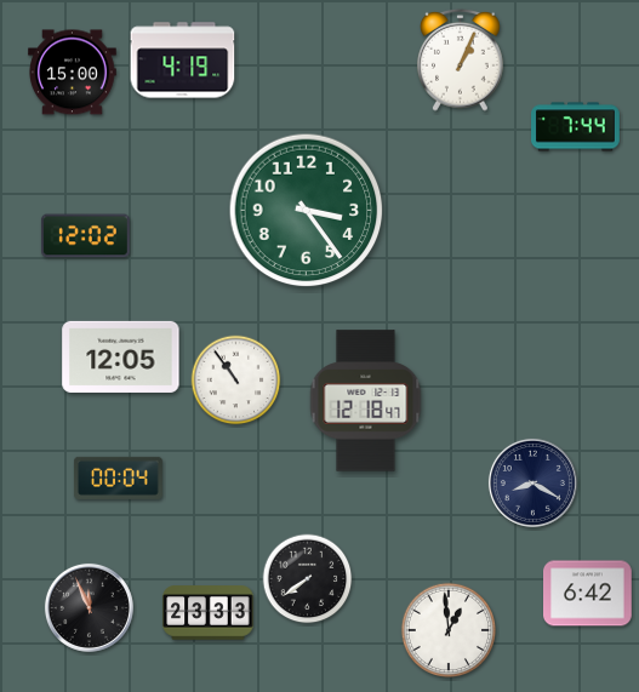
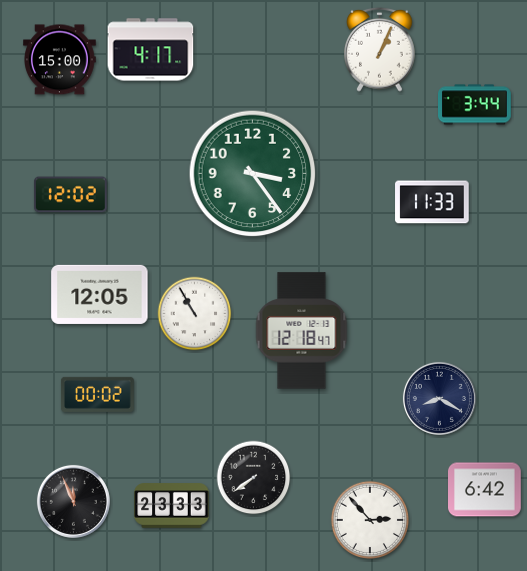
clock at (183, 61): 4:19 -> 4:17
clock at (576, 127): 7:44 -> 3:44
clock at (432, 202): none -> 11:33
clock at (236, 381): 10:54 -> 10:55
clock at (119, 477): 00:04 -> 00:02
clock at (447, 629): 12:59 -> 2:53
